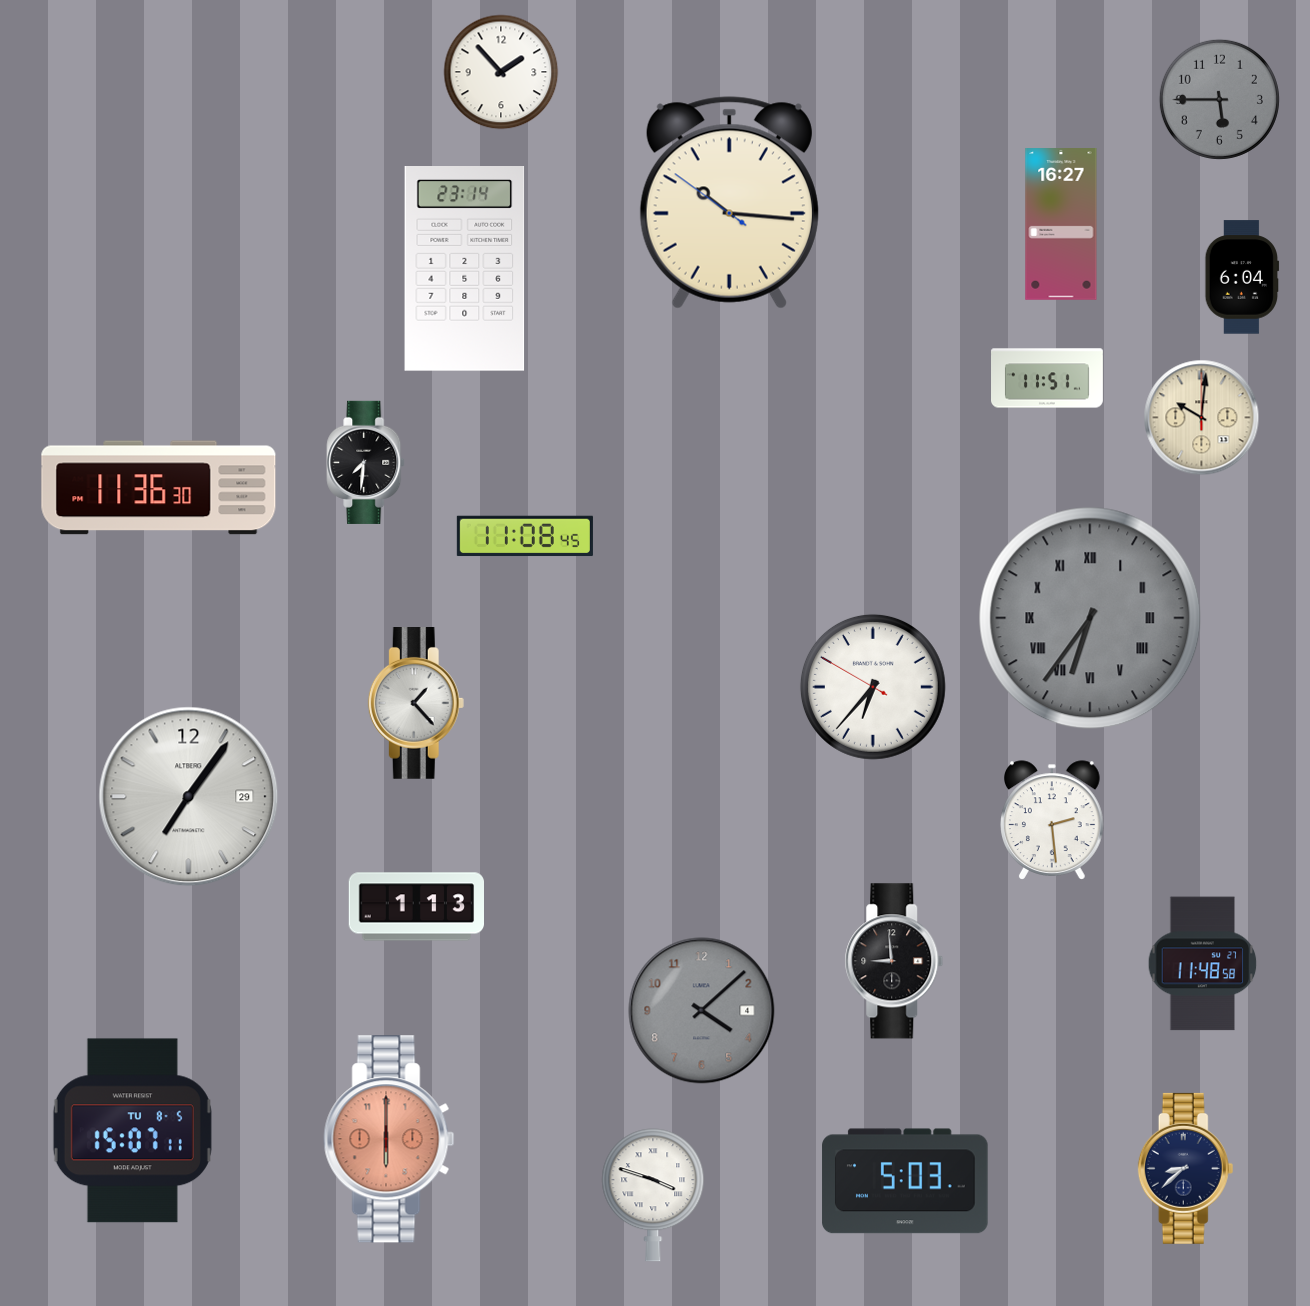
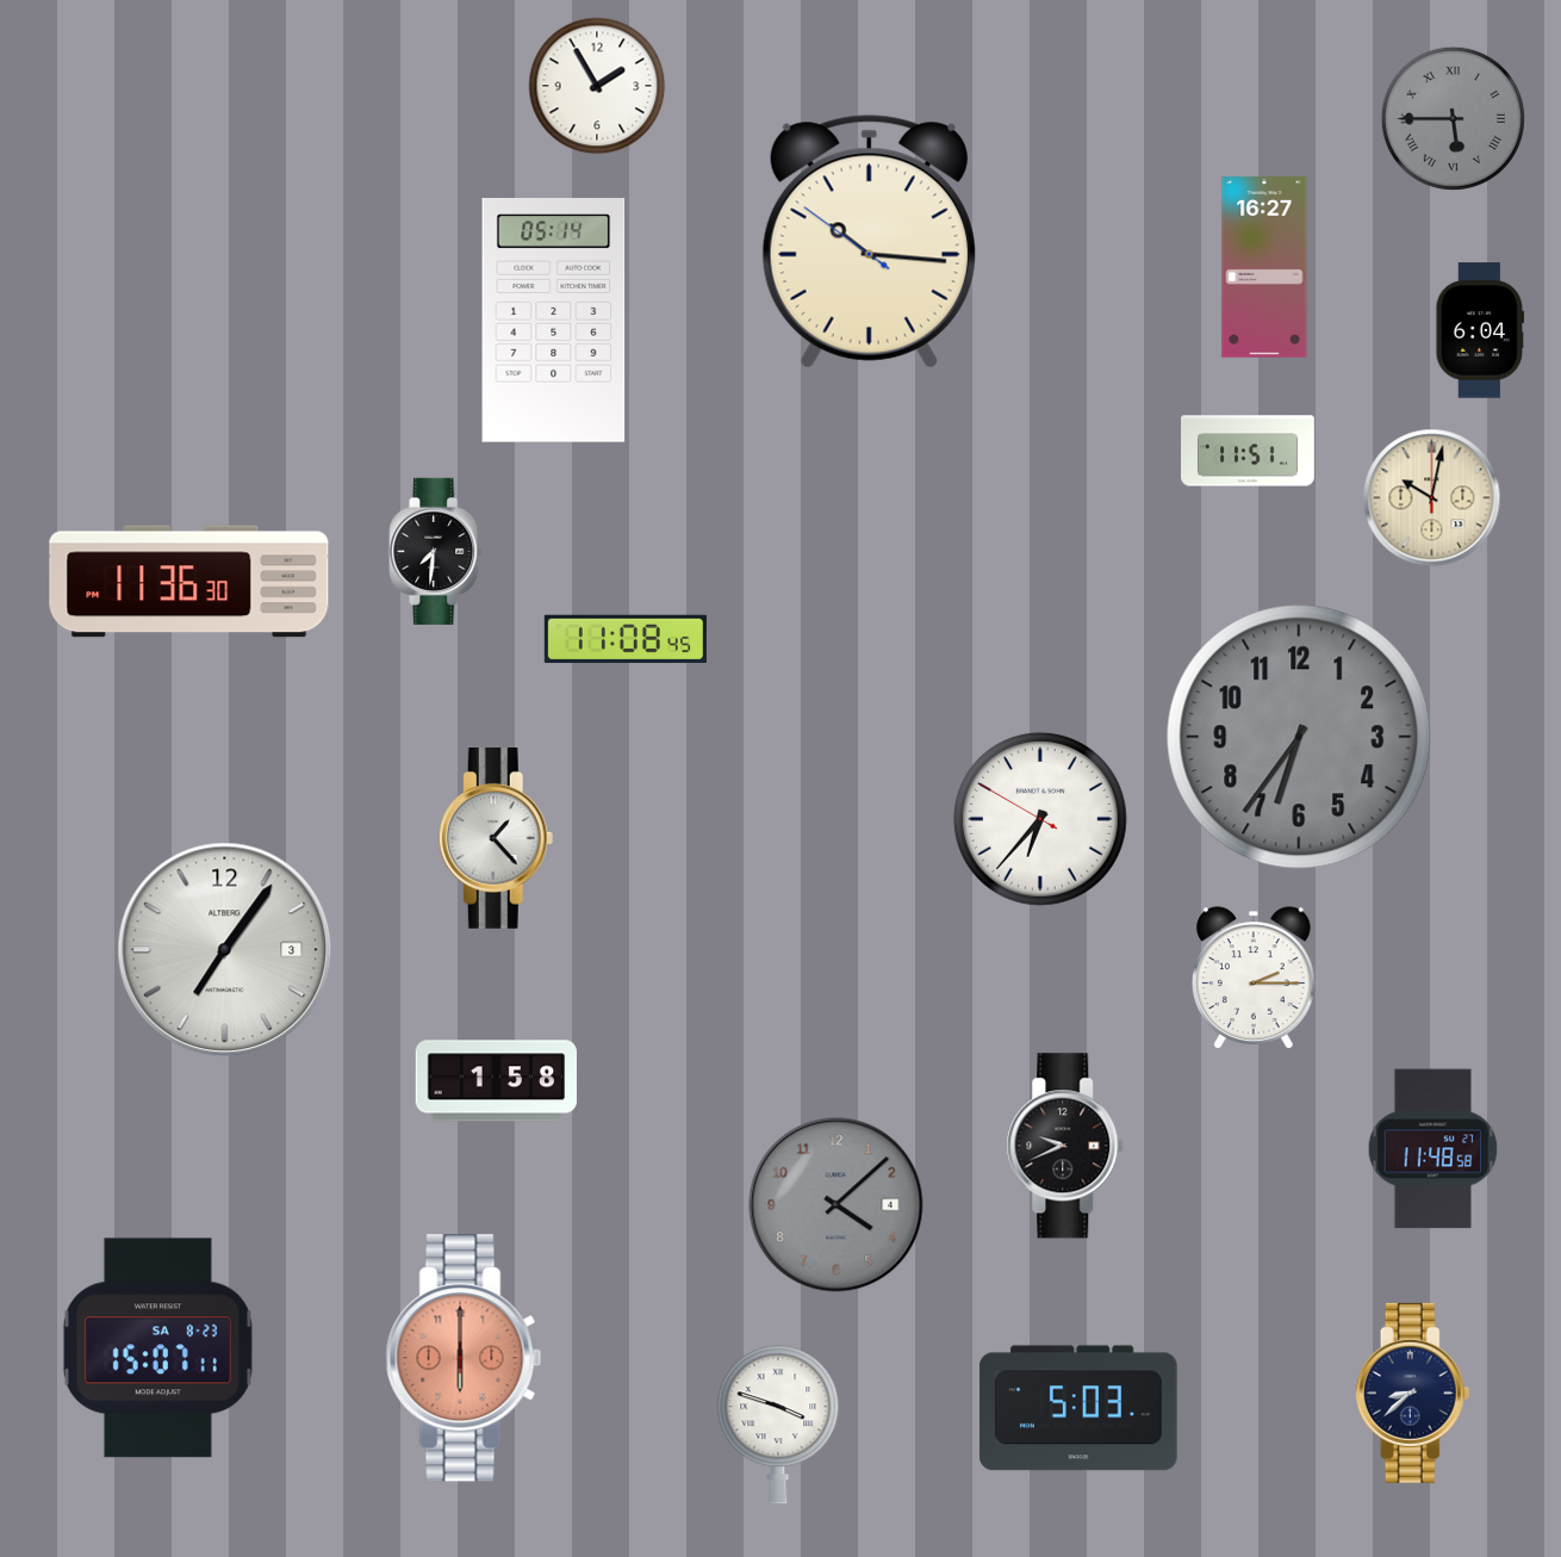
clock at (501, 72): 1:53 -> 1:55
clock at (1219, 99) numerals: Arabic -> Roman
clock at (465, 269): 23:14 -> 05:14
clock at (1202, 418): 10:01 -> 10:02
clock at (1090, 618) numerals: Roman -> Arabic
clock at (189, 797) date: 29 -> 3
clock at (1053, 820): 2:29 -> 2:15
clock at (417, 907): 1:13 -> 1:58
clock at (894, 961): 8:59 -> 9:41
clock at (132, 1131) date: TU 8-5 -> SA 8-23
